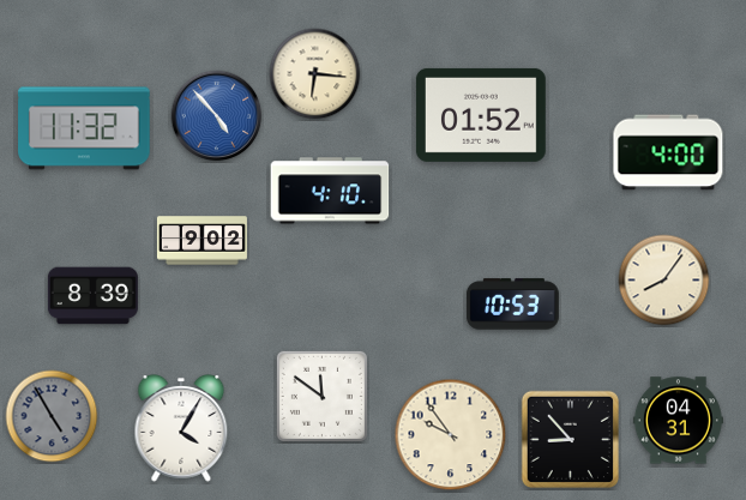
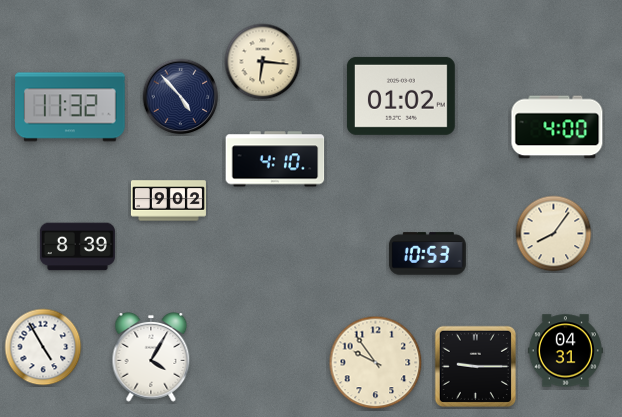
clock at (481, 115): 01:52 -> 01:02
clock at (217, 116) dial: blue -> navy
clock at (321, 396): 11:51 -> none
clock at (52, 416) dial: grey -> white
clock at (570, 439): 8:53 -> 9:15
